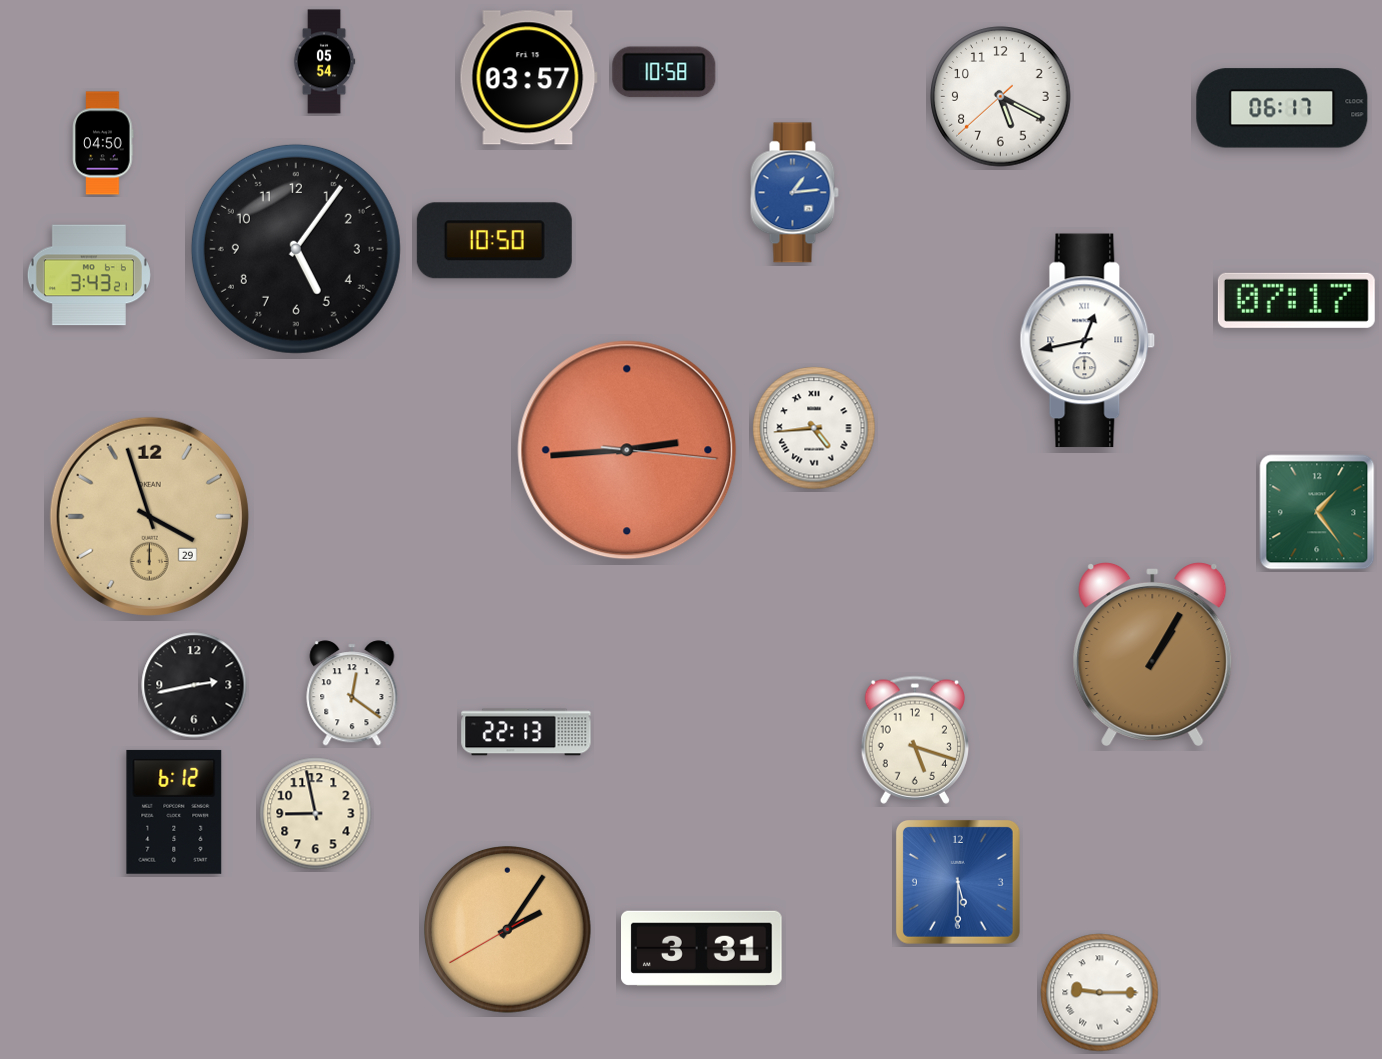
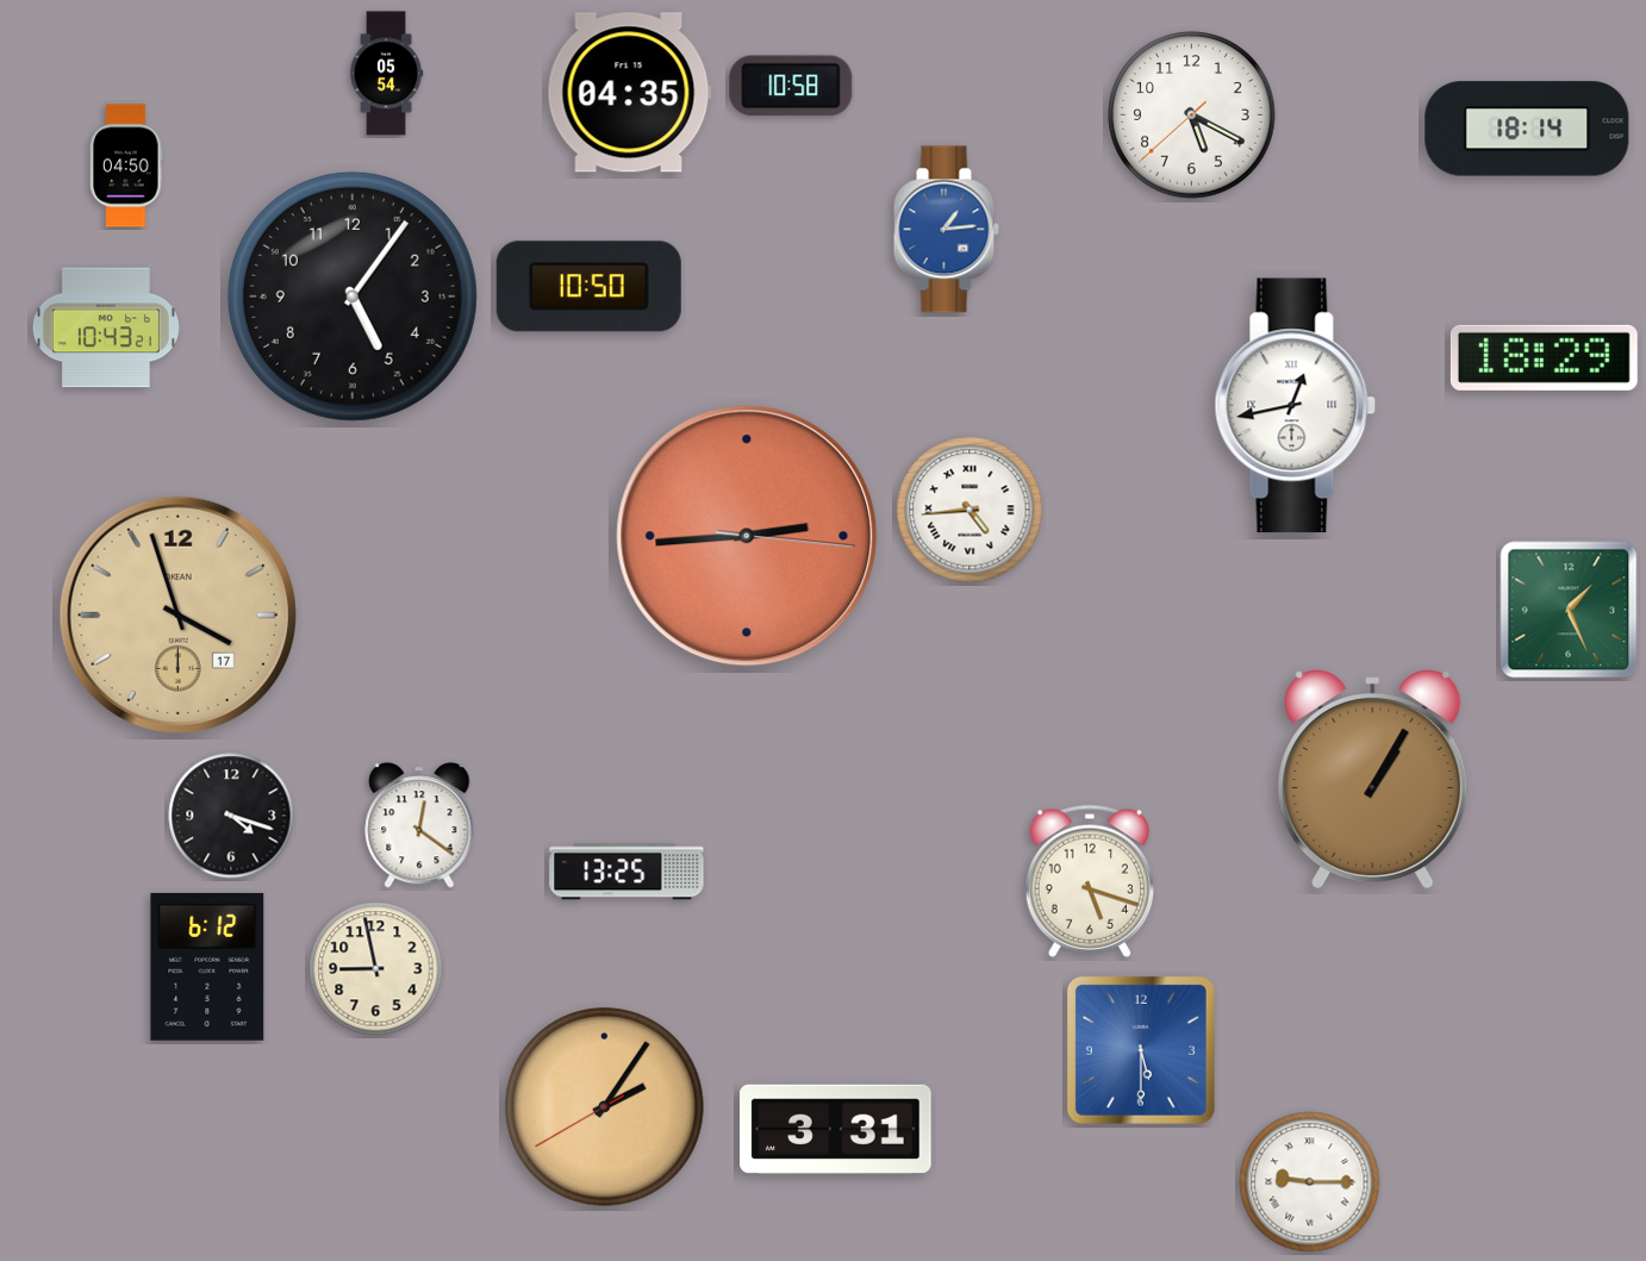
clock at (528, 78): 03:57 -> 04:35
clock at (1282, 108): 06:17 -> 18:14
clock at (103, 143) position: (103, 143) -> (126, 166)
clock at (89, 275): 3:43 -> 10:43
clock at (1296, 300): 07:17 -> 18:29
clock at (1317, 512): 1:24 -> 1:26
clock at (149, 516) date: 29 -> 17
clock at (194, 685): 2:43 -> 4:18
clock at (526, 732): 22:13 -> 13:25
